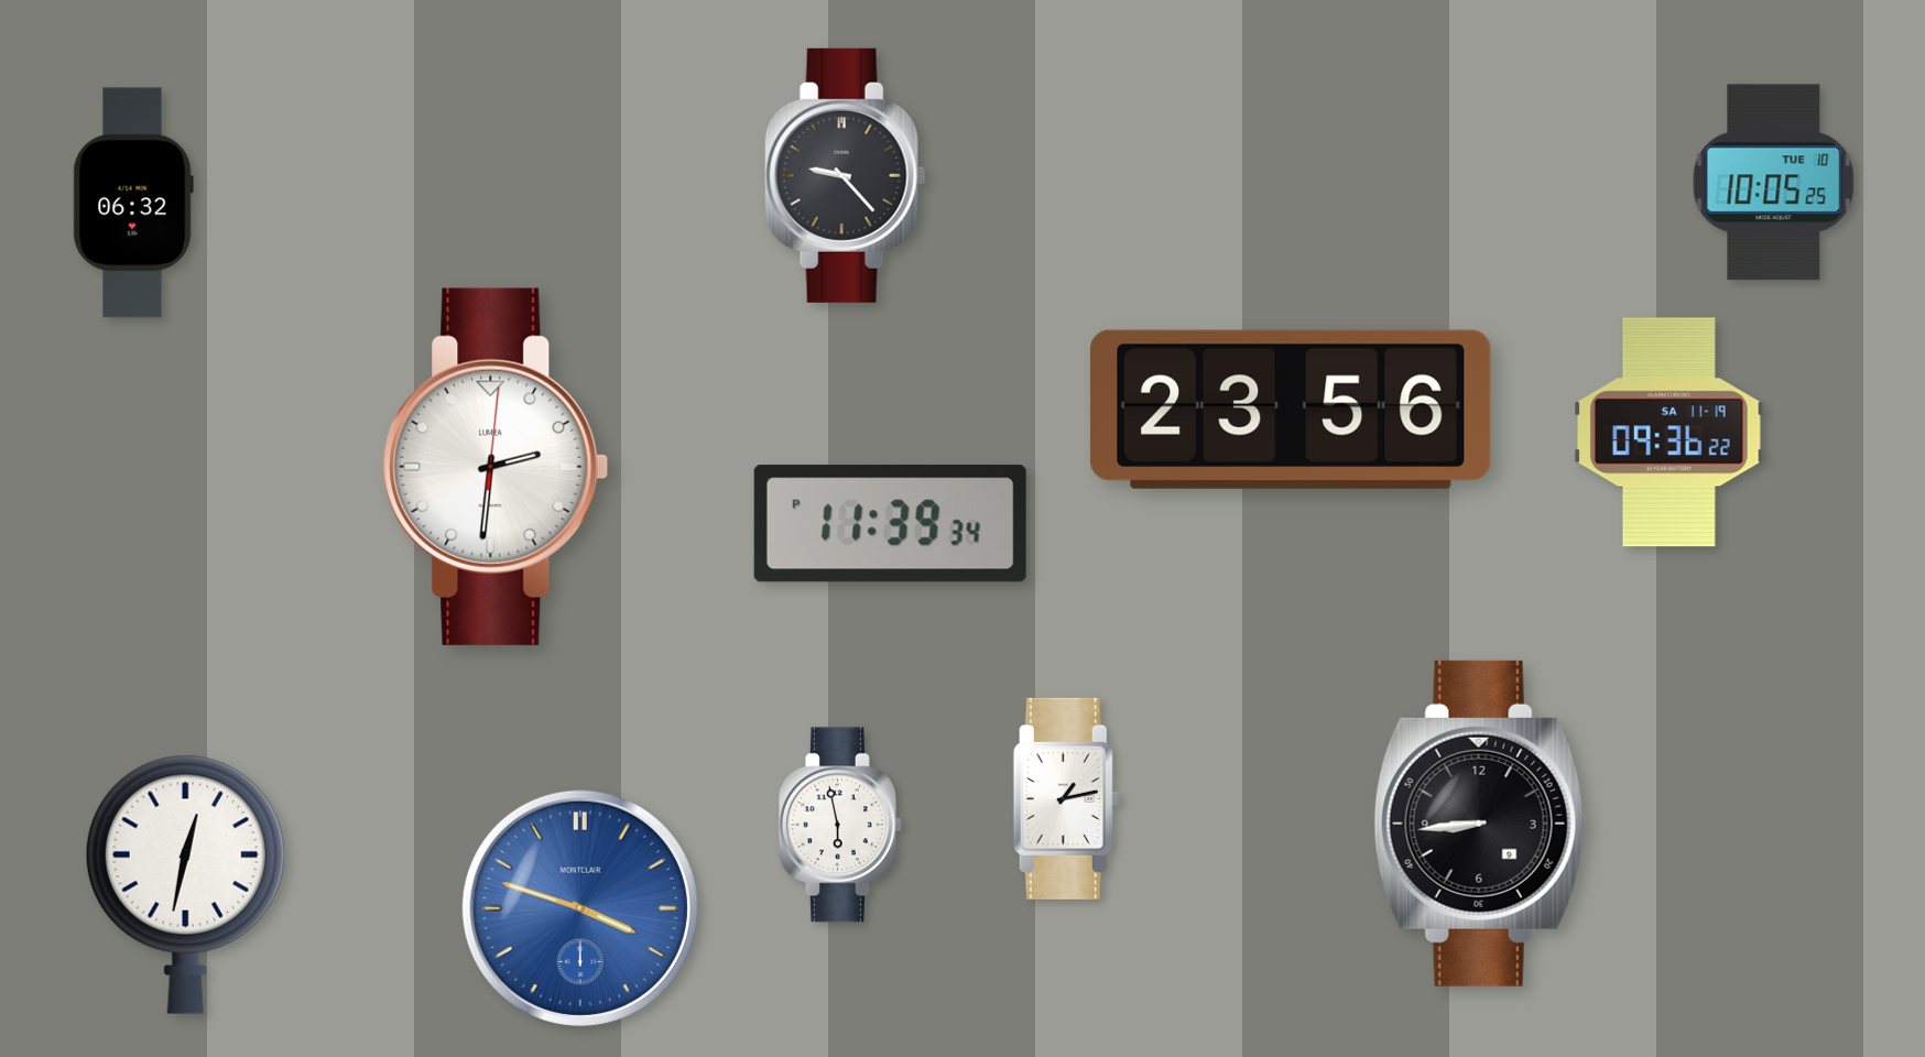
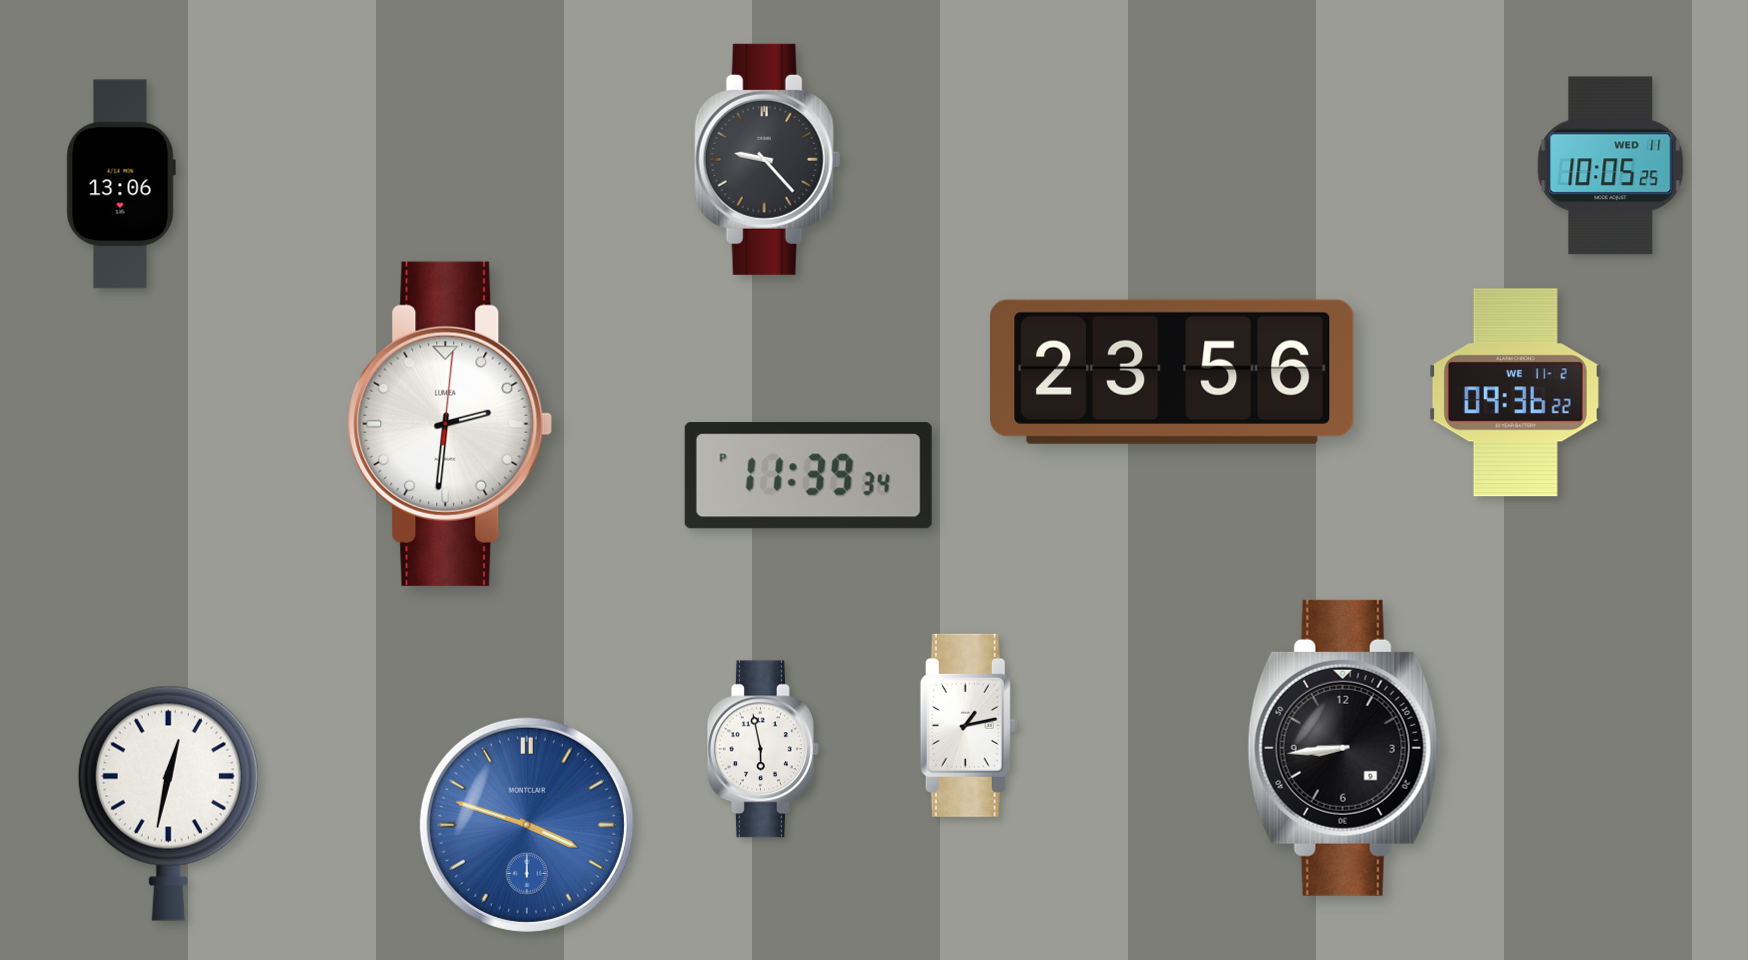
clock at (1774, 183) date: TUE 10 -> WED 11
clock at (133, 203): 06:32 -> 13:06
clock at (1668, 433) date: SA 11-19 -> WE 11-2
